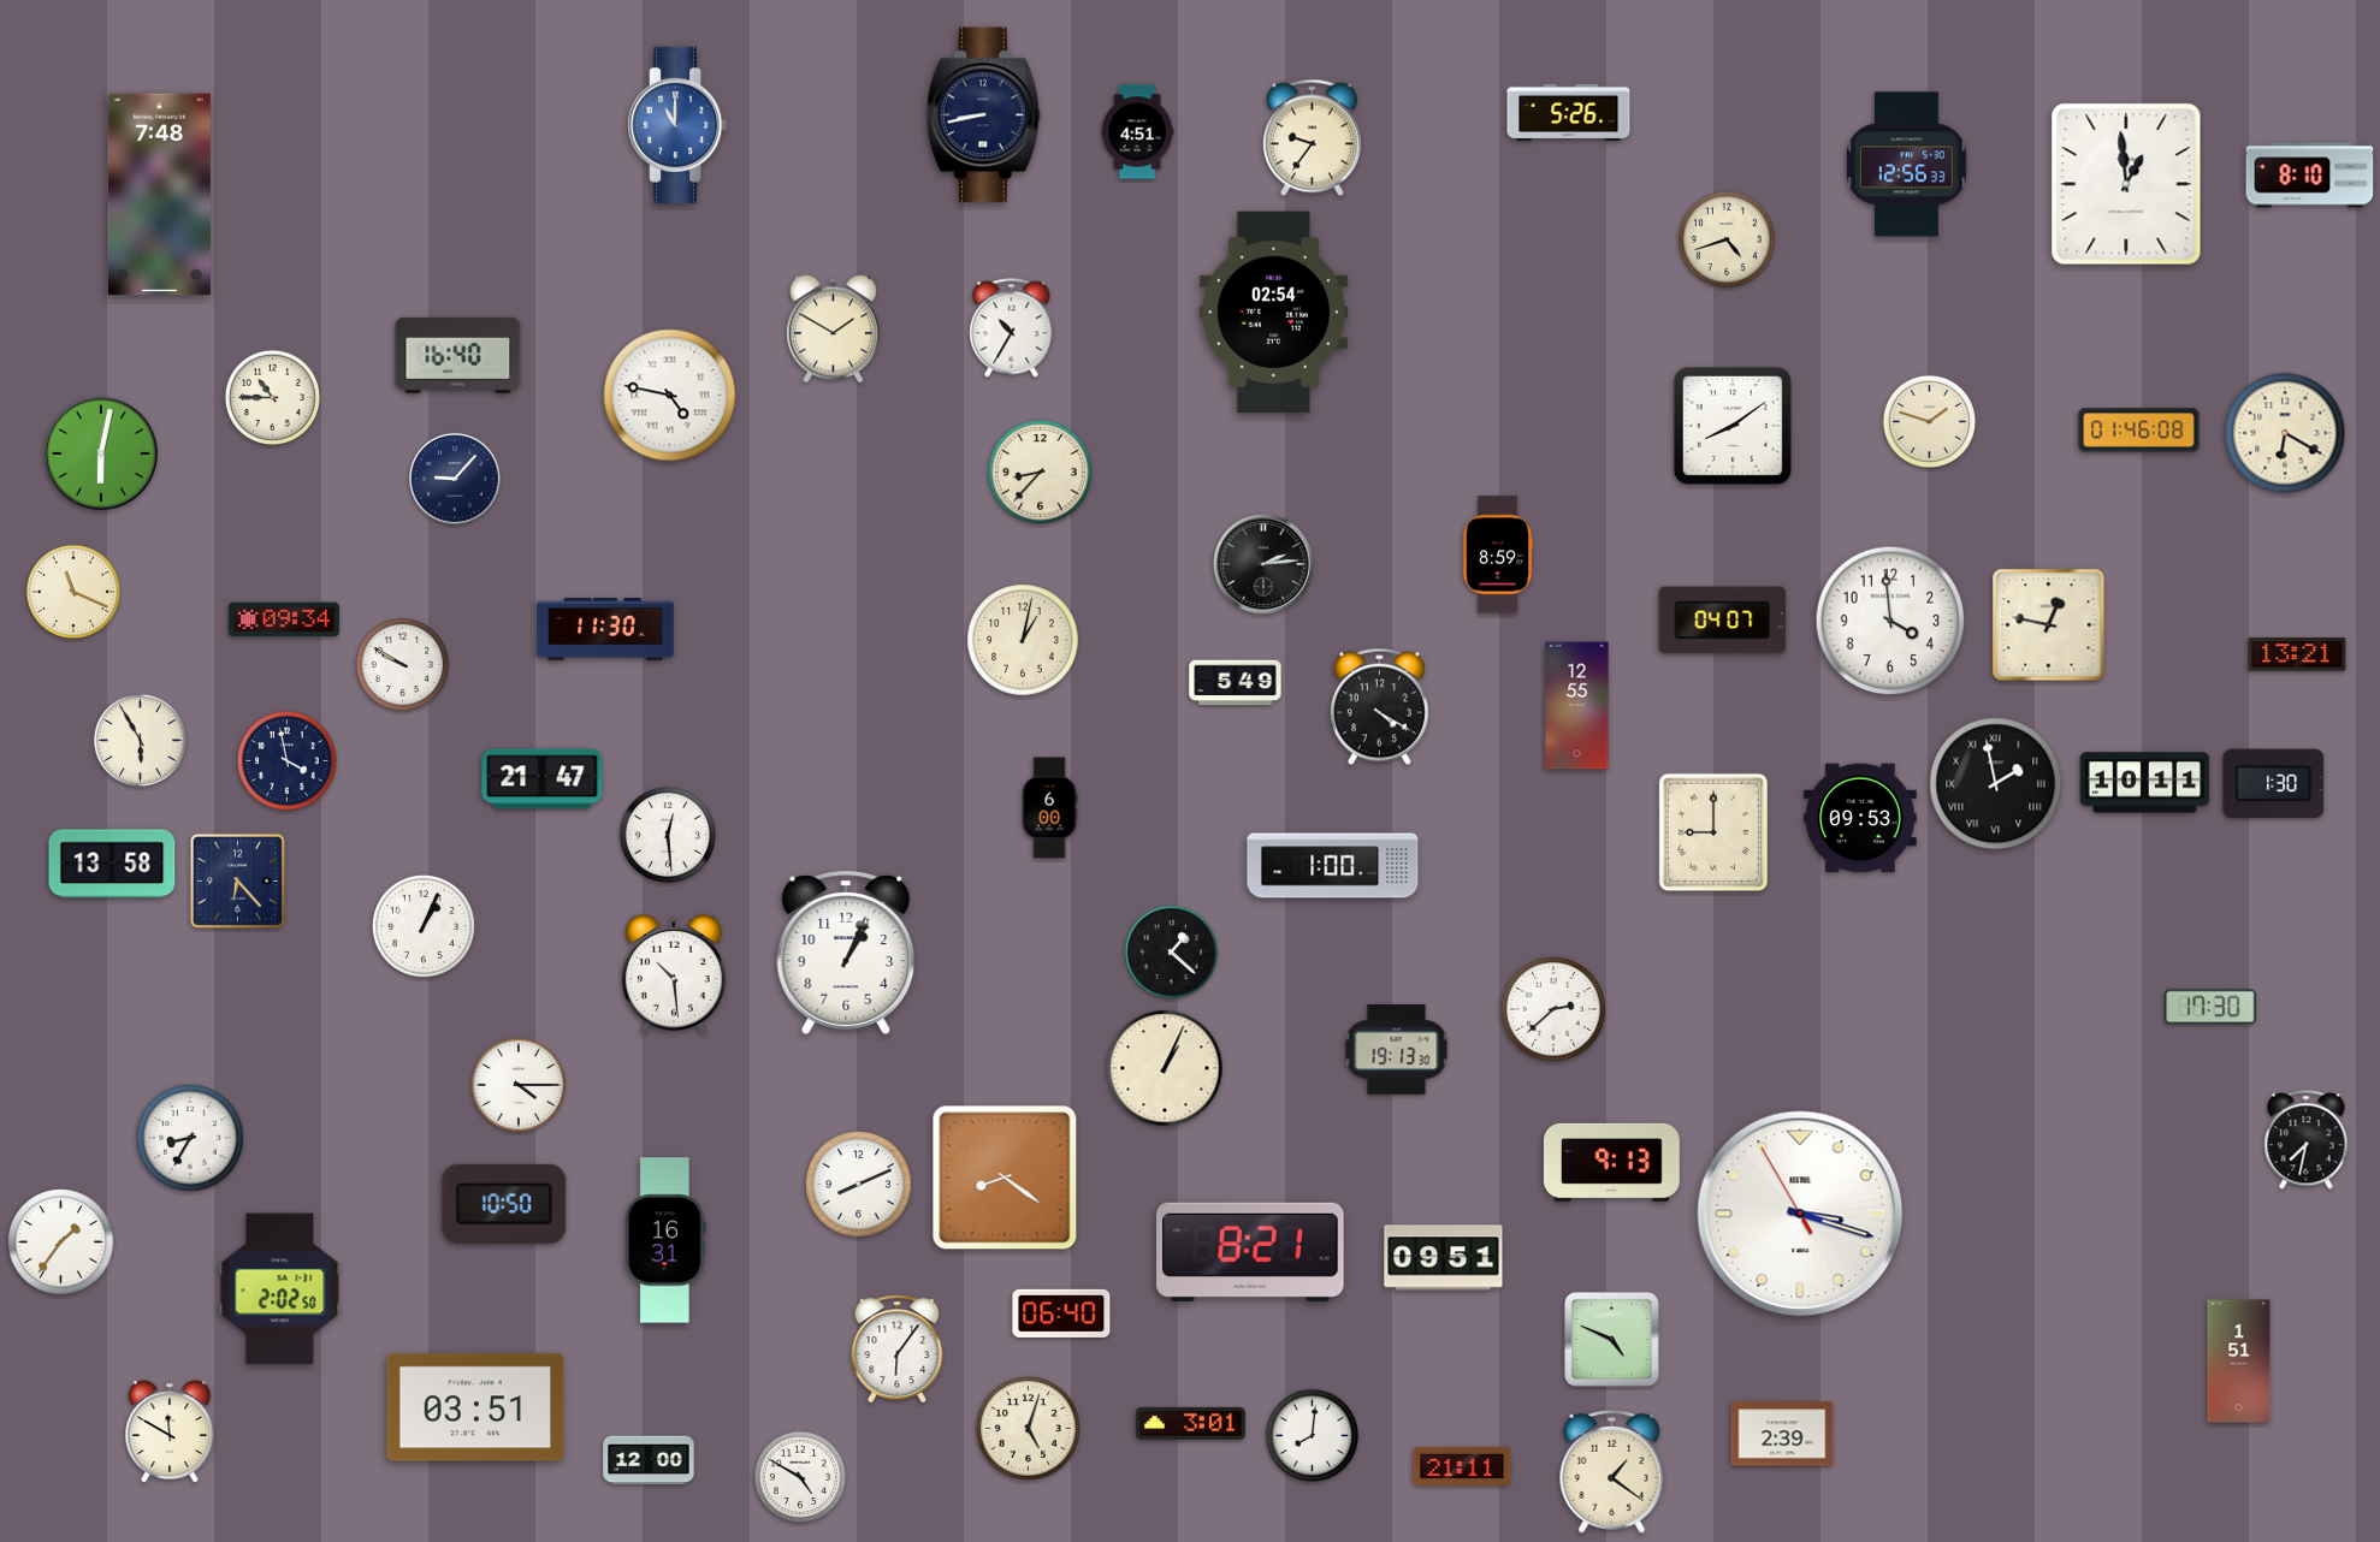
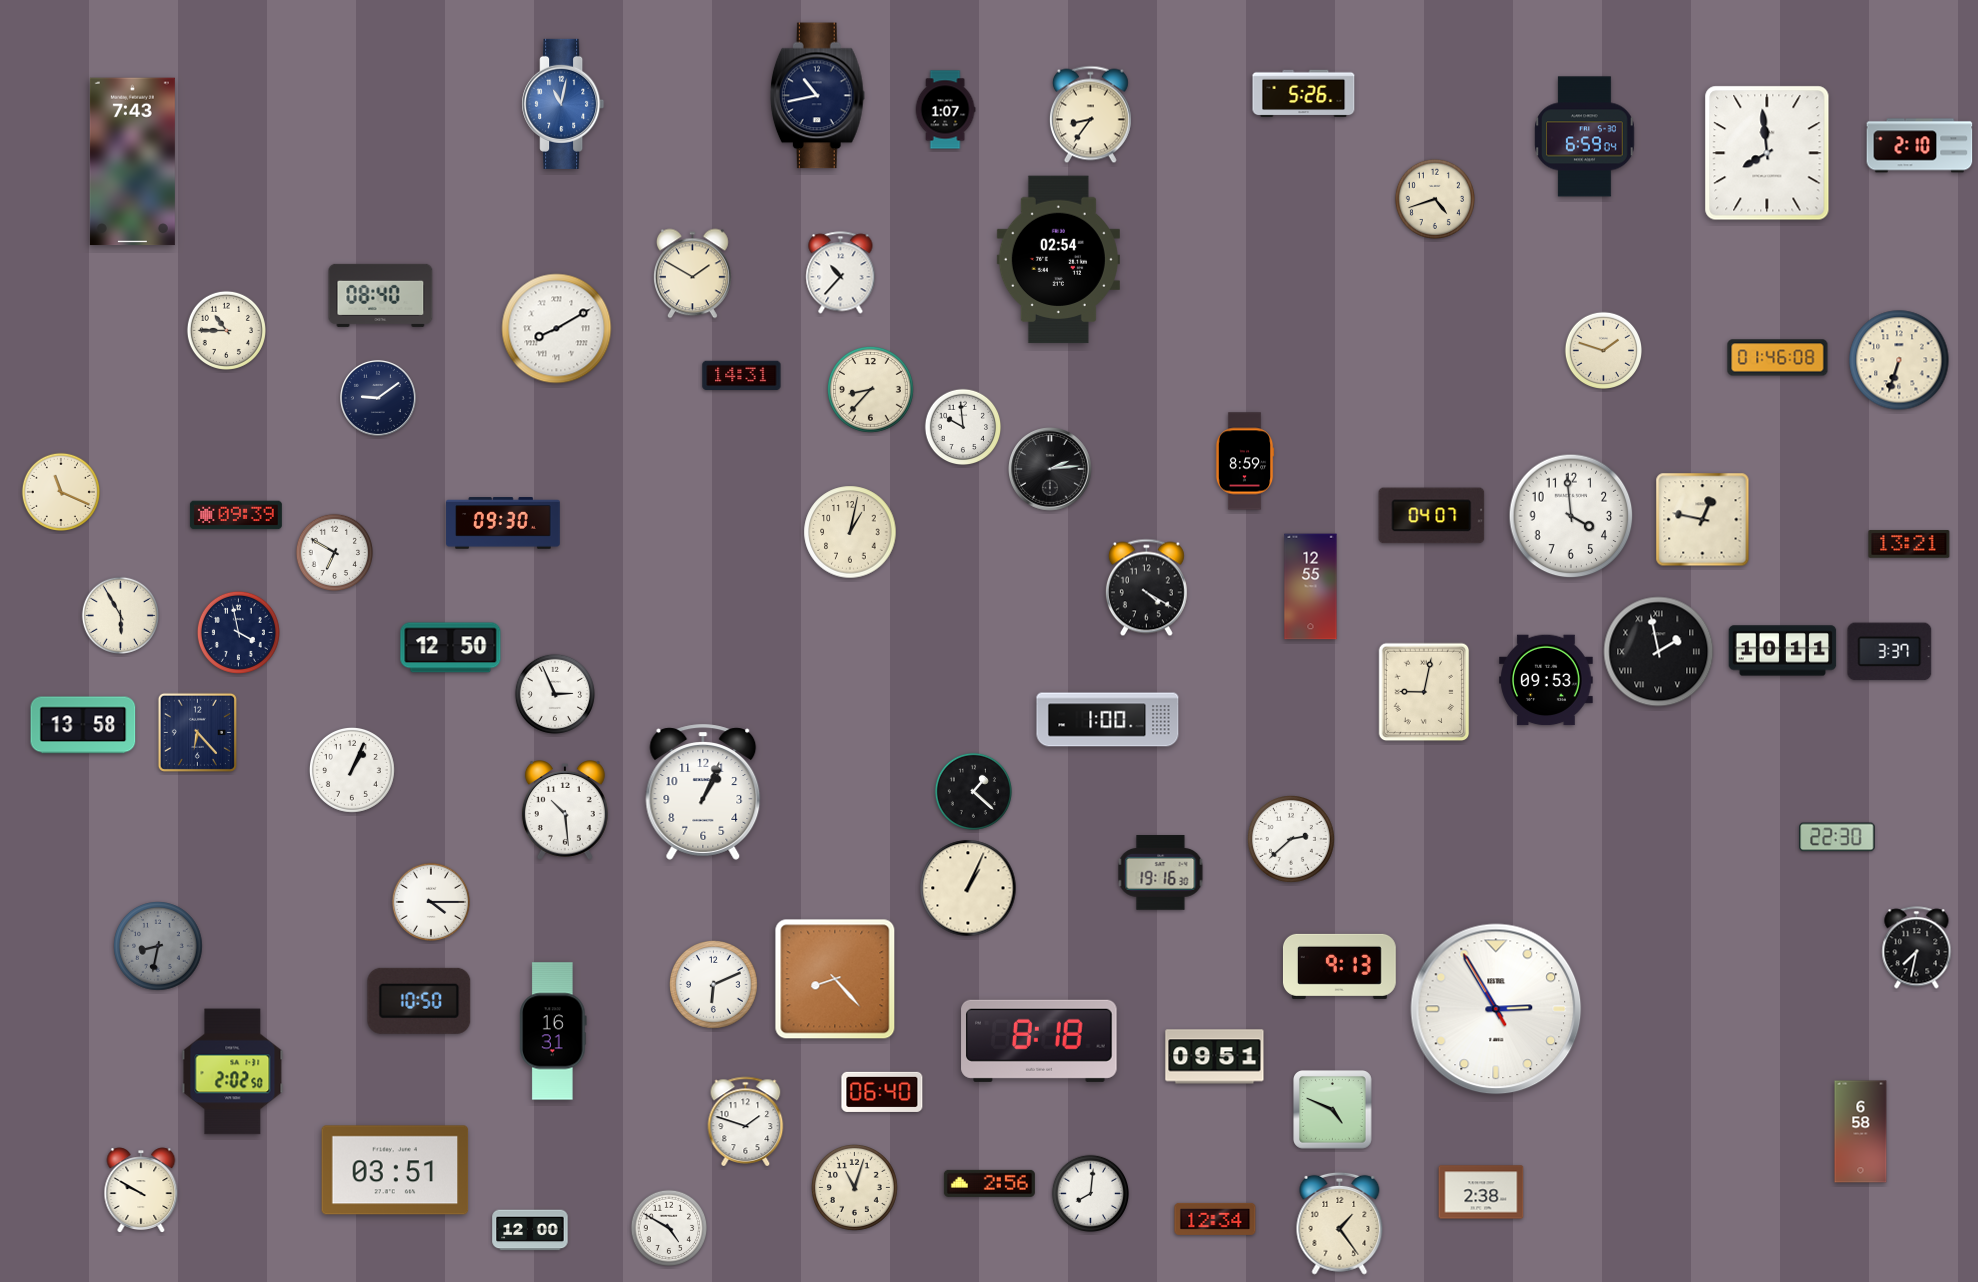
clock at (983, 115): 8:43 -> 10:43
clock at (677, 125): 11:00 -> 11:02
clock at (1137, 132): 4:51 -> 1:07
clock at (1312, 138): 9:36 -> 8:36
clock at (1907, 165): 12:56 -> 6:59
clock at (2310, 176): 8:10 -> 2:10
clock at (2126, 184): 12:59 -> 7:59
clock at (159, 195): 7:48 -> 7:43
clock at (1012, 328): 10:35 -> 10:37
clock at (458, 355): 16:40 -> 08:40
clock at (670, 396): 4:47 -> 8:10
clock at (1733, 426): 8:09 -> none
clock at (2285, 433): 6:20 -> 6:33
clock at (742, 375): none -> 14:31
clock at (101, 453): 6:02 -> none
clock at (1041, 472) position: (1041, 472) -> (871, 389)
clock at (455, 479): 9:07 -> 9:09
clock at (963, 427): none -> 9:59
clock at (284, 619): 09:34 -> 09:39
clock at (605, 629): 11:30 -> 09:30
clock at (402, 664): 9:50 -> 6:50
clock at (1236, 683): 5:49 -> none
clock at (140, 740) position: (140, 740) -> (120, 615)
clock at (543, 779): 21:47 -> 12:50
clock at (2274, 784): 1:30 -> 3:37
clock at (1049, 808): 6:00 -> none
clock at (1713, 832): 9:00 -> 9:02
clock at (668, 835): 12:29 -> 2:56
clock at (112, 864) position: (112, 864) -> (83, 725)
clock at (674, 975) position: (674, 975) -> (565, 811)
clock at (2210, 1007): 17:30 -> 22:30
clock at (1397, 1050): 19:13 -> 19:16
clock at (190, 1138): 8:35 -> 8:32
clock at (190, 1138) dial: white -> grey
clock at (1005, 1178): 8:21 -> 8:23
clock at (859, 1185): 8:11 -> 6:11
clock at (1800, 1214): 3:17 -> 2:54
clock at (61, 1243): 1:36 -> none
clock at (1250, 1252): 8:21 -> 8:18
clock at (1444, 1258) position: (1444, 1258) -> (1215, 1057)
clock at (1612, 1340) position: (1612, 1340) -> (1333, 1110)
clock at (898, 1348): 6:06 -> 1:48
clock at (2239, 1362): 1:51 -> 6:58
clock at (1190, 1423): 3:01 -> 2:56
clock at (1029, 1428): 5:03 -> 11:03
clock at (170, 1431): 11:50 -> 9:50
clock at (1782, 1434): 2:39 -> 2:38
clock at (649, 1460) position: (649, 1460) -> (530, 1230)
clock at (1462, 1466): 21:11 -> 12:34
clock at (1612, 1471): 1:21 -> 1:24
clock at (800, 1477) position: (800, 1477) -> (669, 1228)
